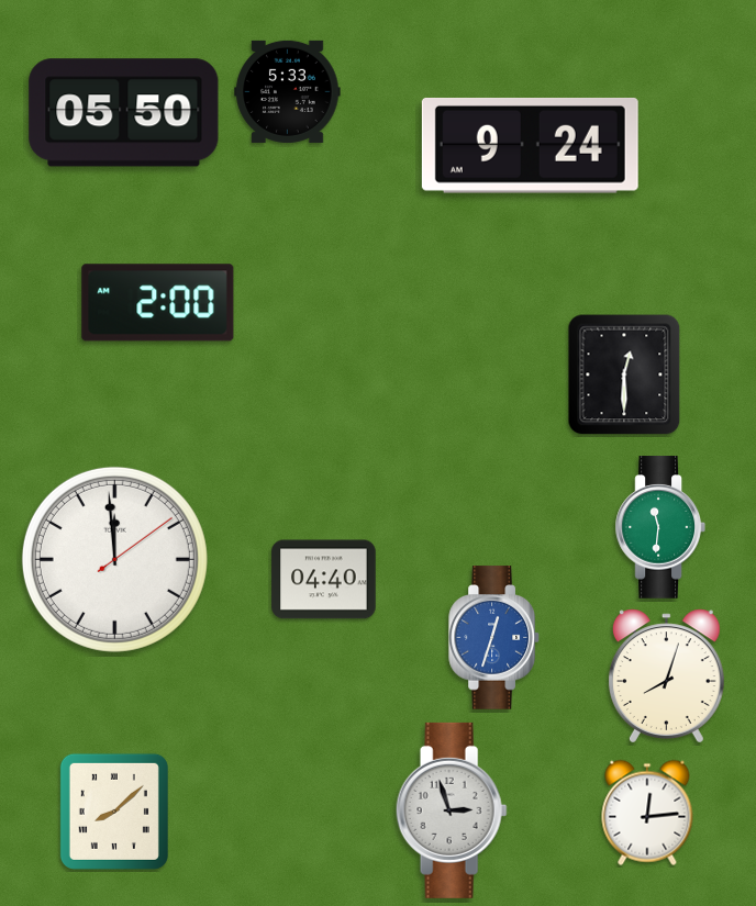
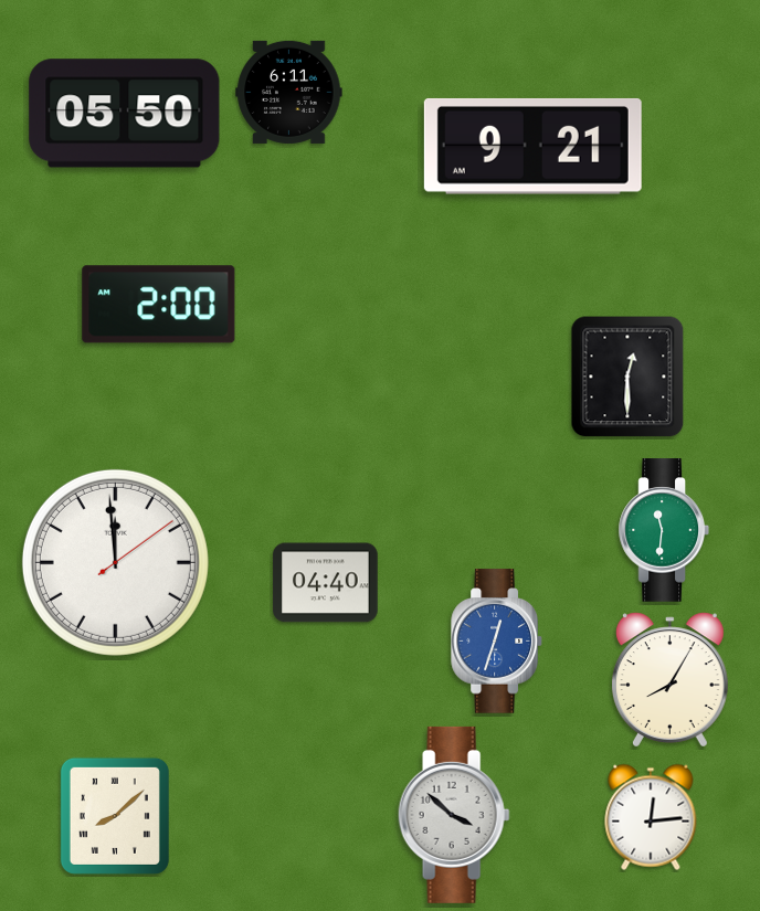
clock at (288, 91): 5:33 -> 6:11
clock at (530, 145): 9:24 -> 9:21
clock at (666, 676): 8:03 -> 8:05
clock at (452, 810): 2:57 -> 3:52
